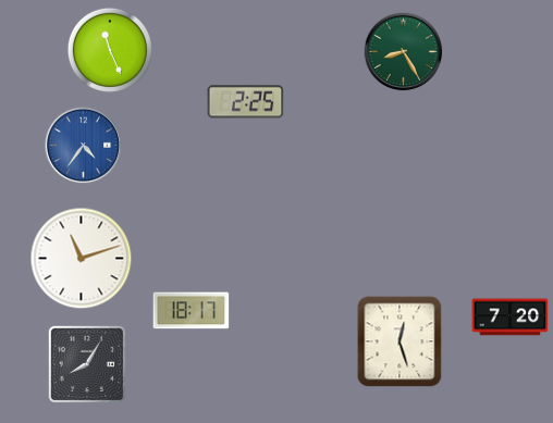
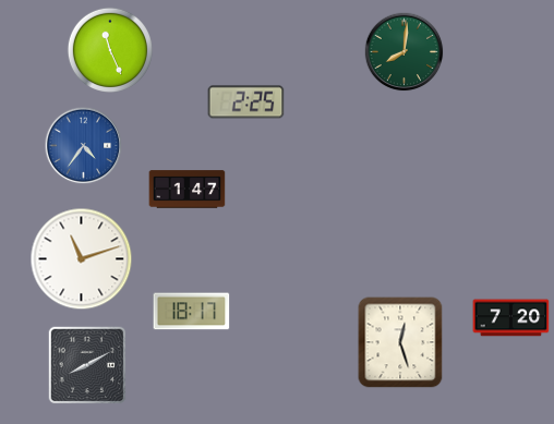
clock at (404, 52): 8:25 -> 8:01
clock at (188, 190): none -> 1:47
clock at (87, 364): 8:05 -> 8:10
